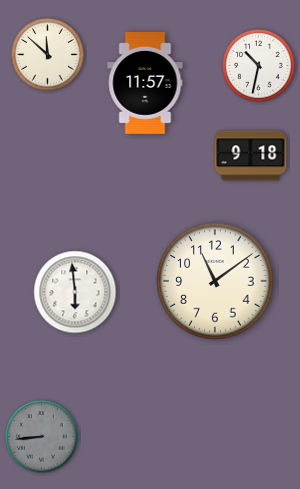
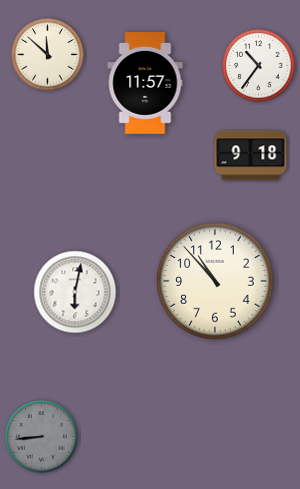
clock at (259, 66): 10:32 -> 10:36
clock at (215, 281): 11:09 -> 10:53
clock at (75, 292): 5:59 -> 6:02
